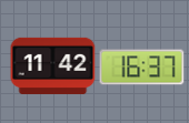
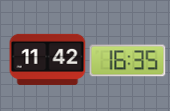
clock at (142, 68): 16:37 -> 16:35
